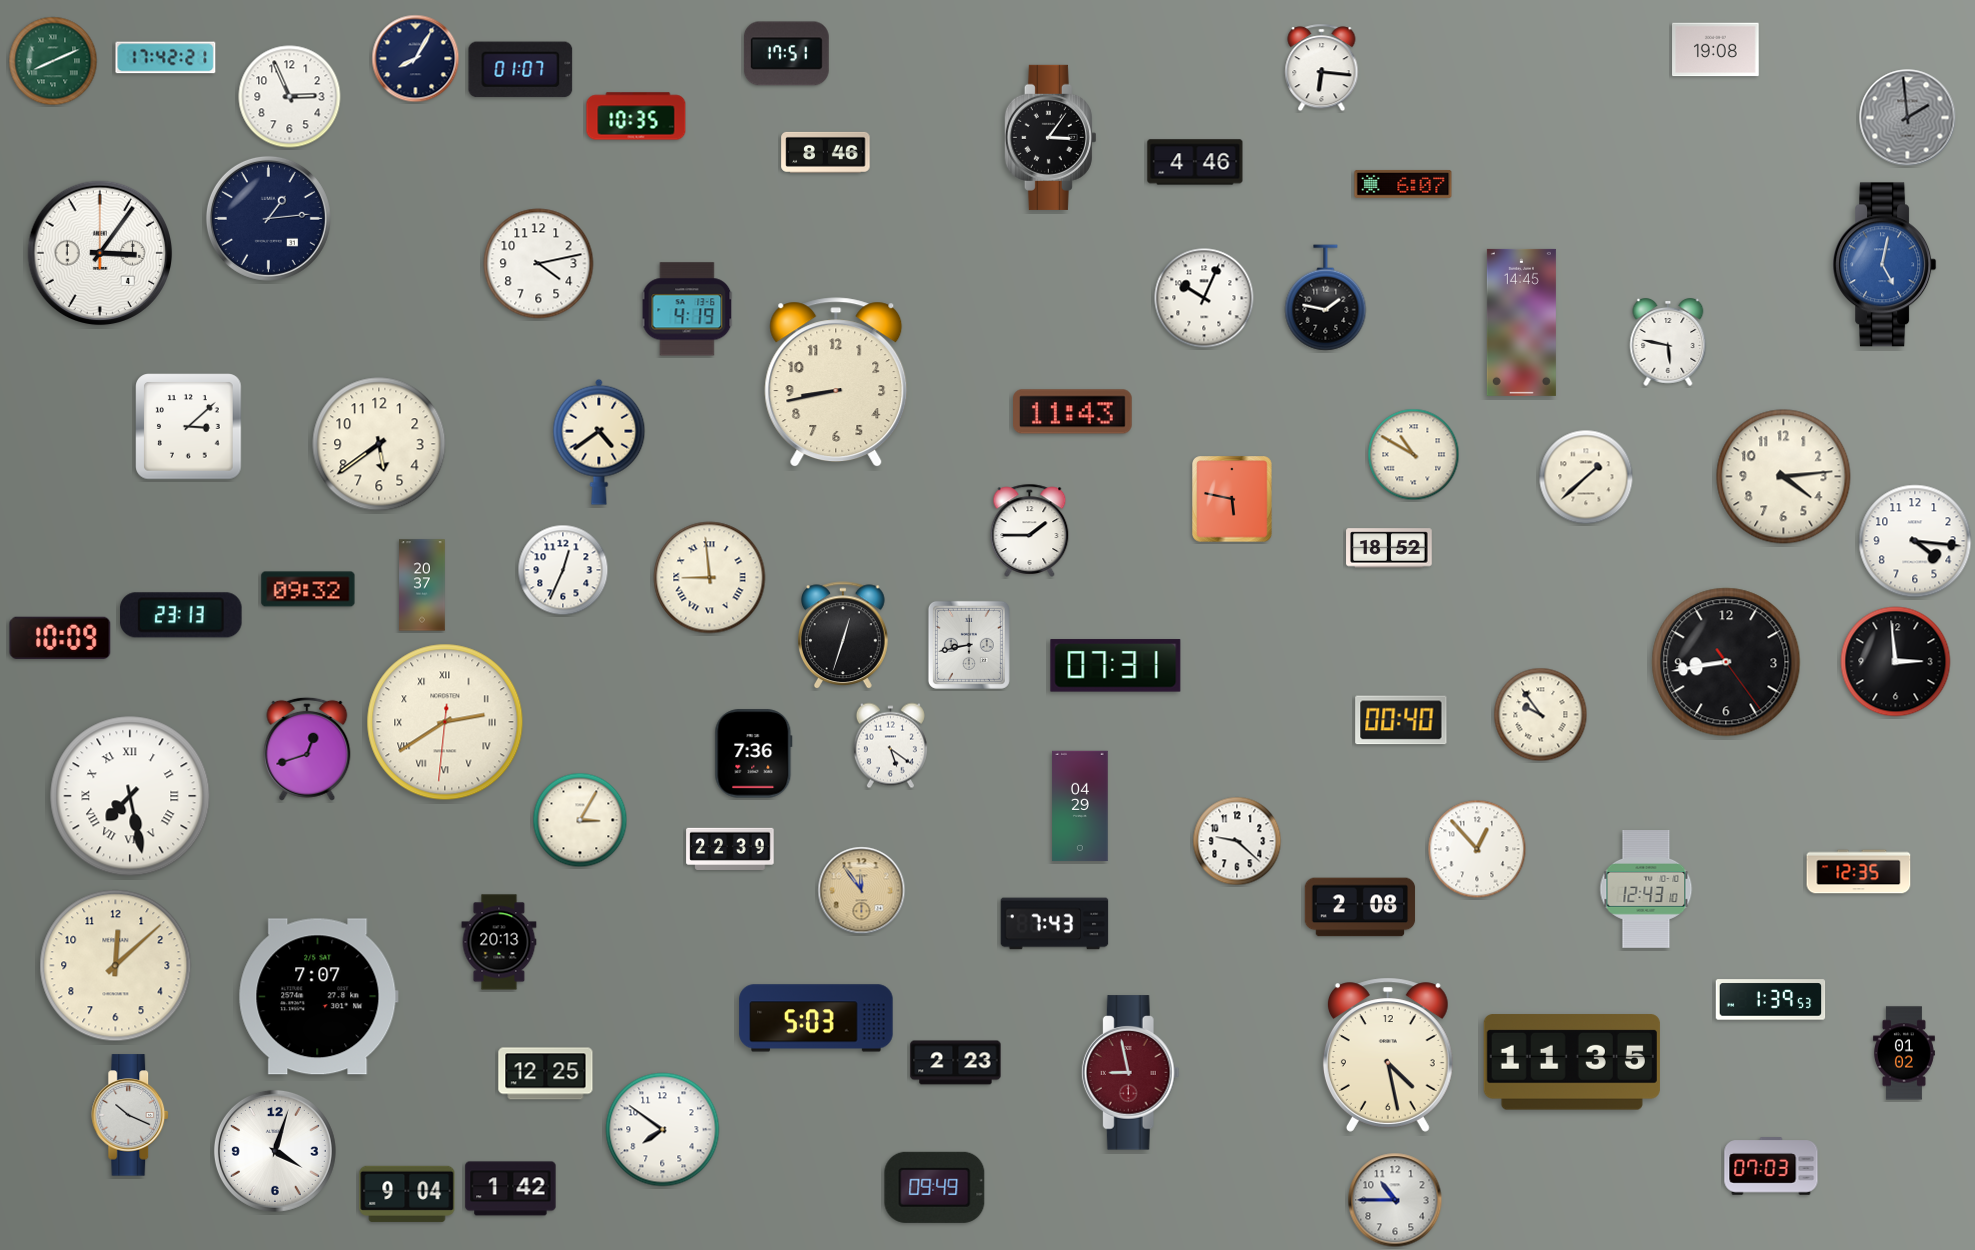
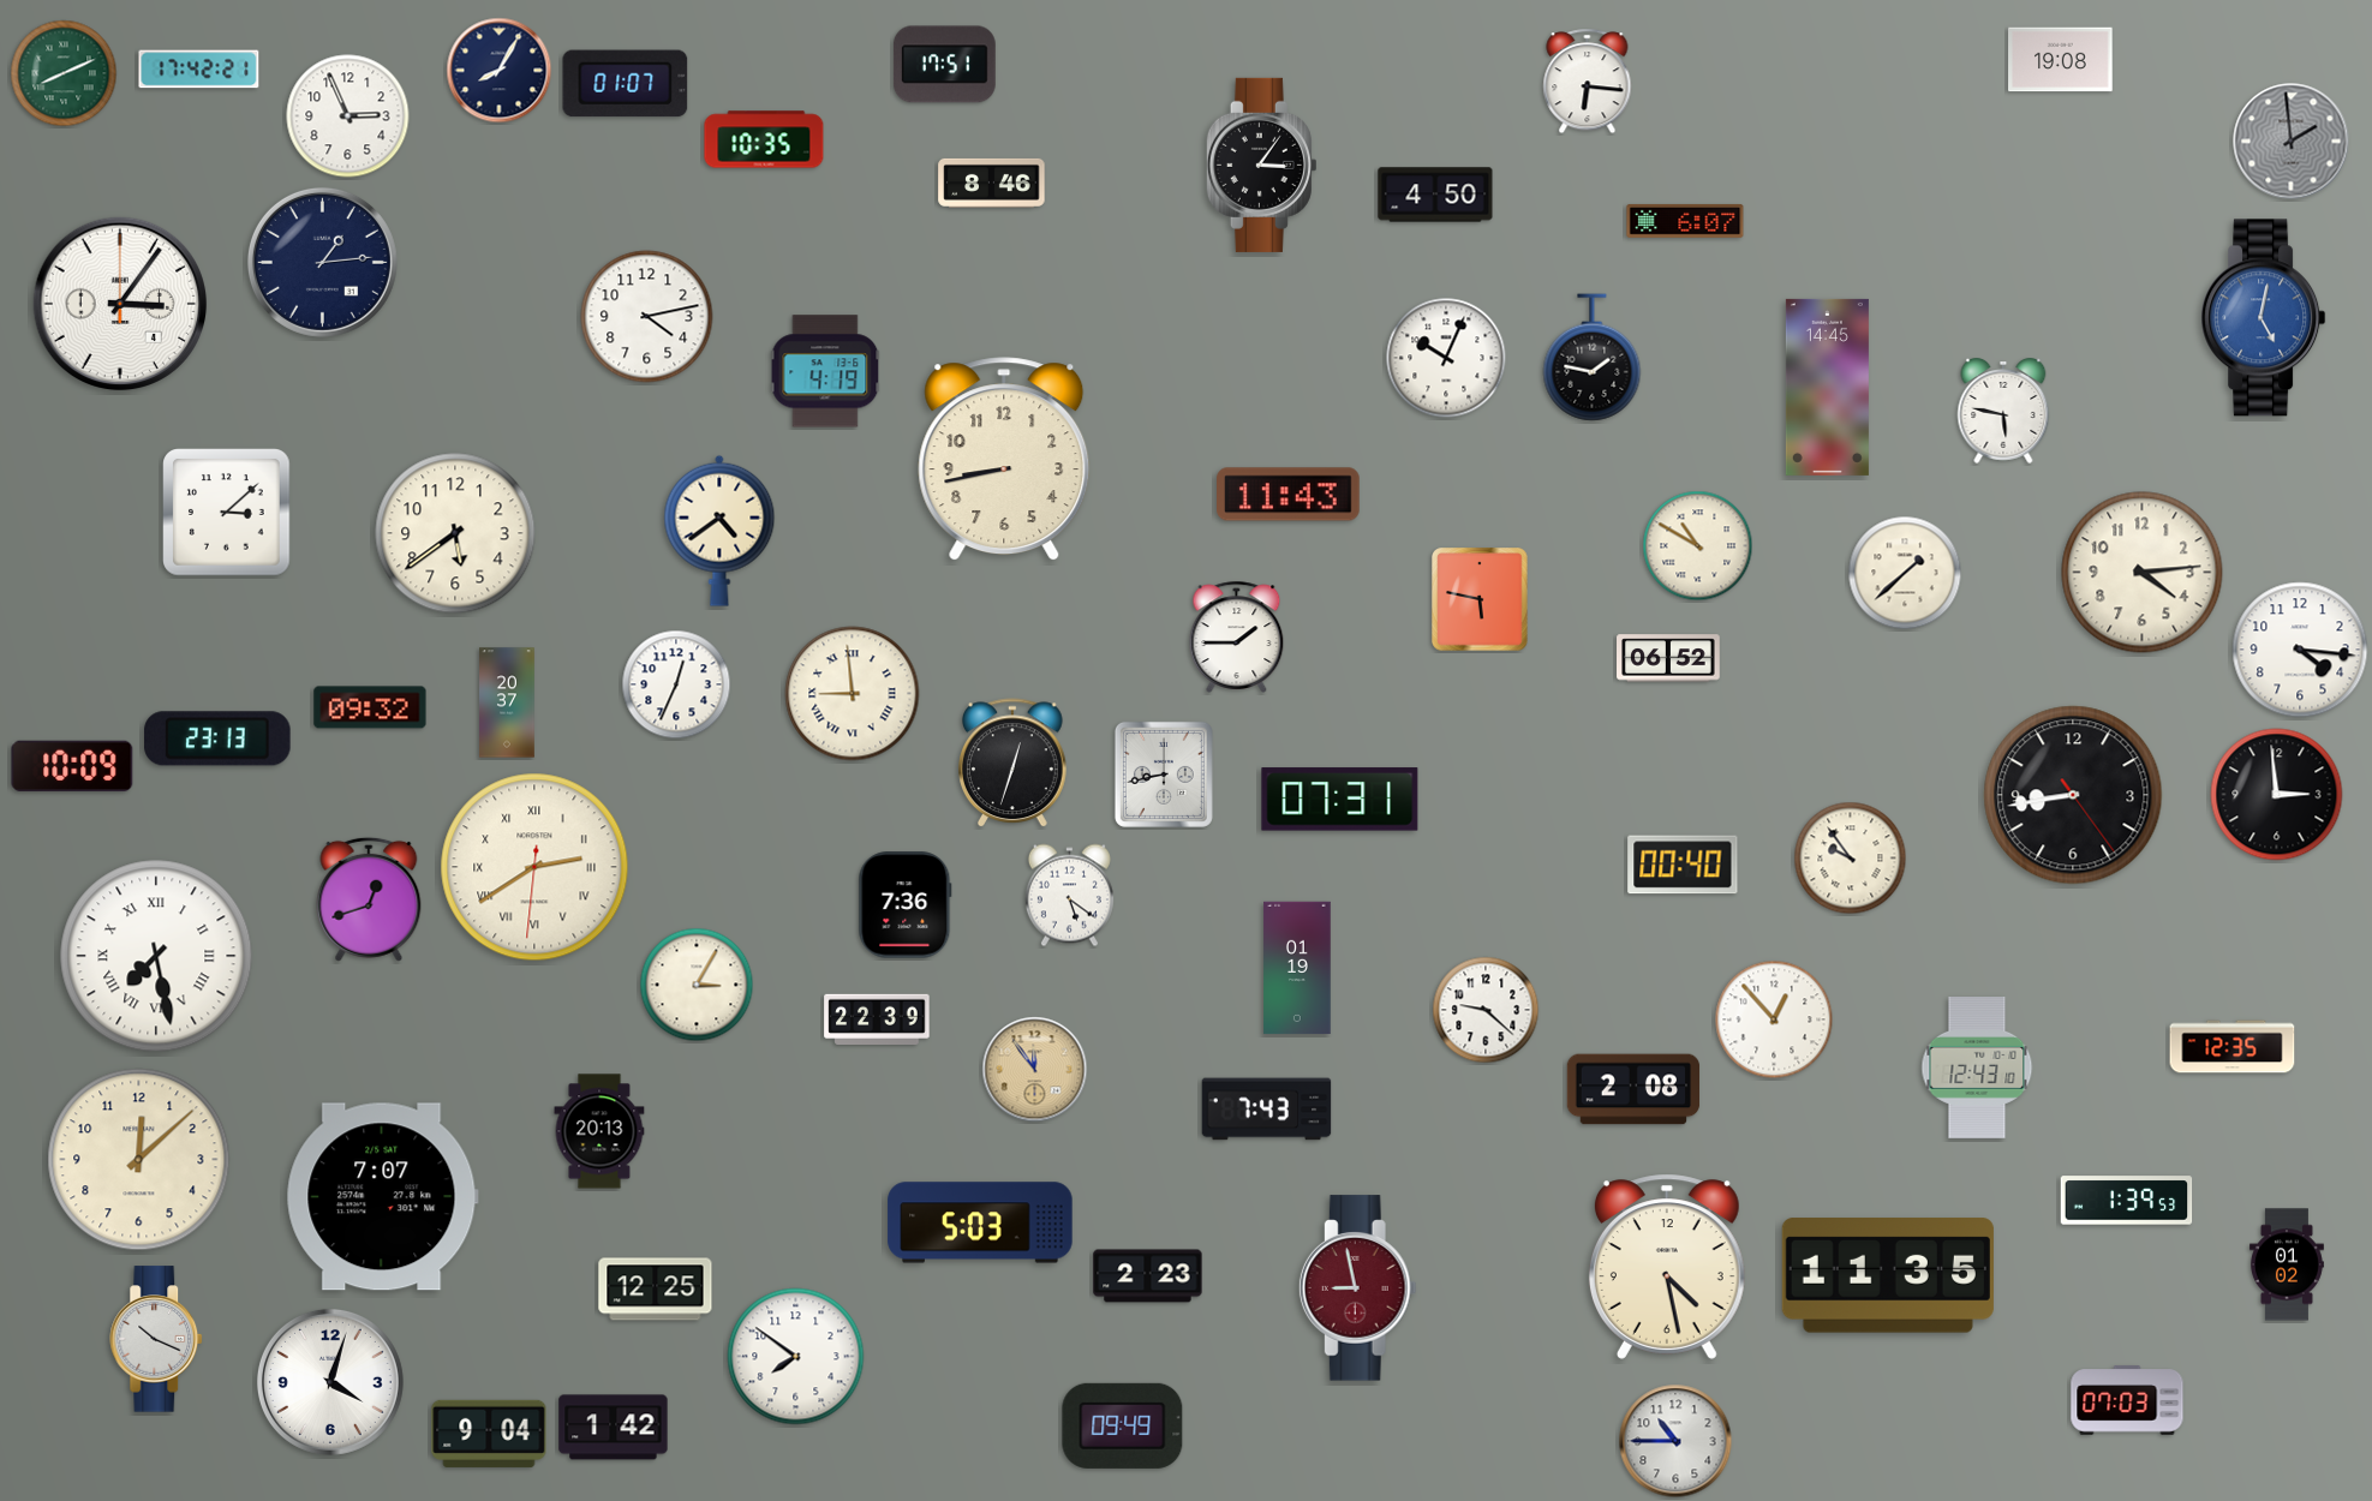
clock at (1195, 162): 4:46 -> 4:50
clock at (1389, 548): 18:52 -> 06:52
clock at (1080, 806): 04:29 -> 01:19
